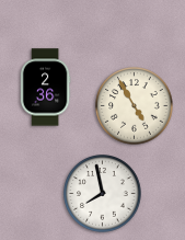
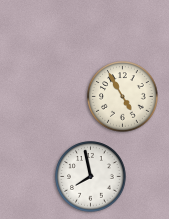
clock at (45, 88): 2:36 -> none
clock at (103, 194) position: (103, 194) -> (91, 177)
